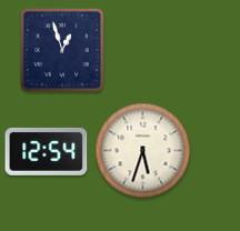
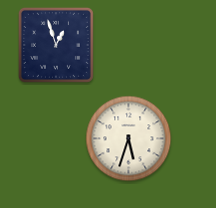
clock at (47, 151): 12:54 -> none
clock at (143, 151) position: (143, 151) -> (129, 139)
